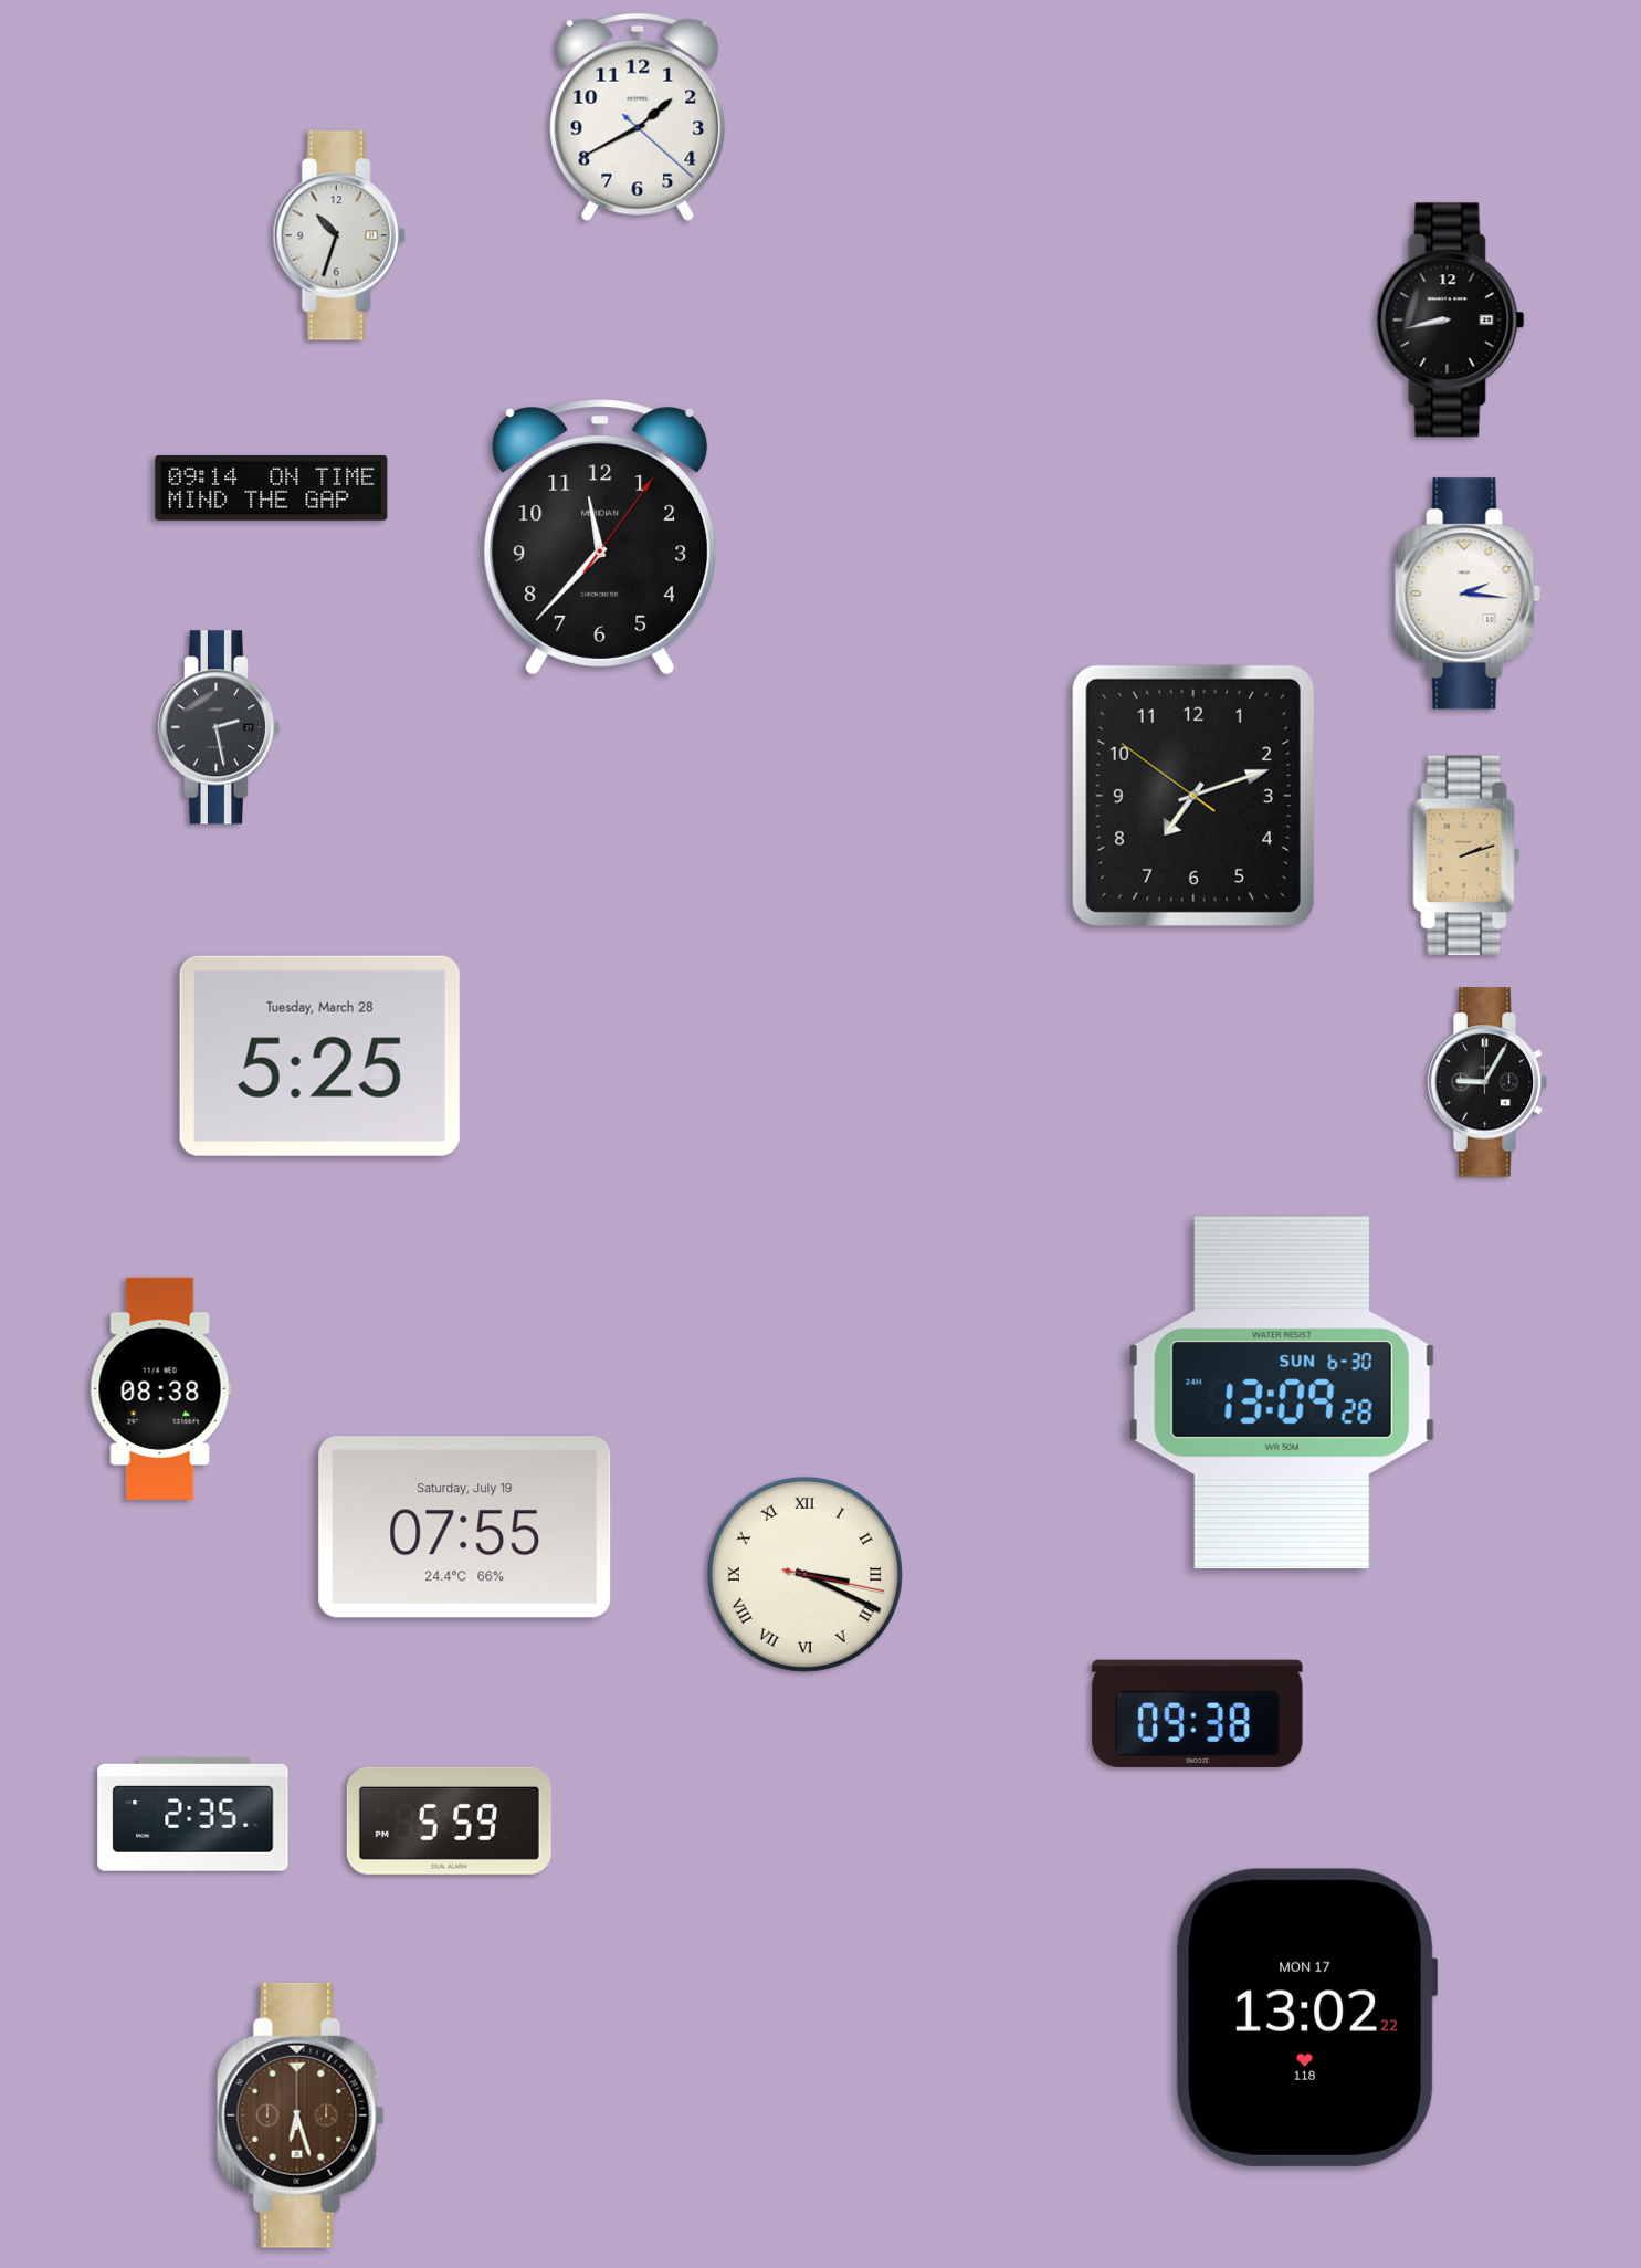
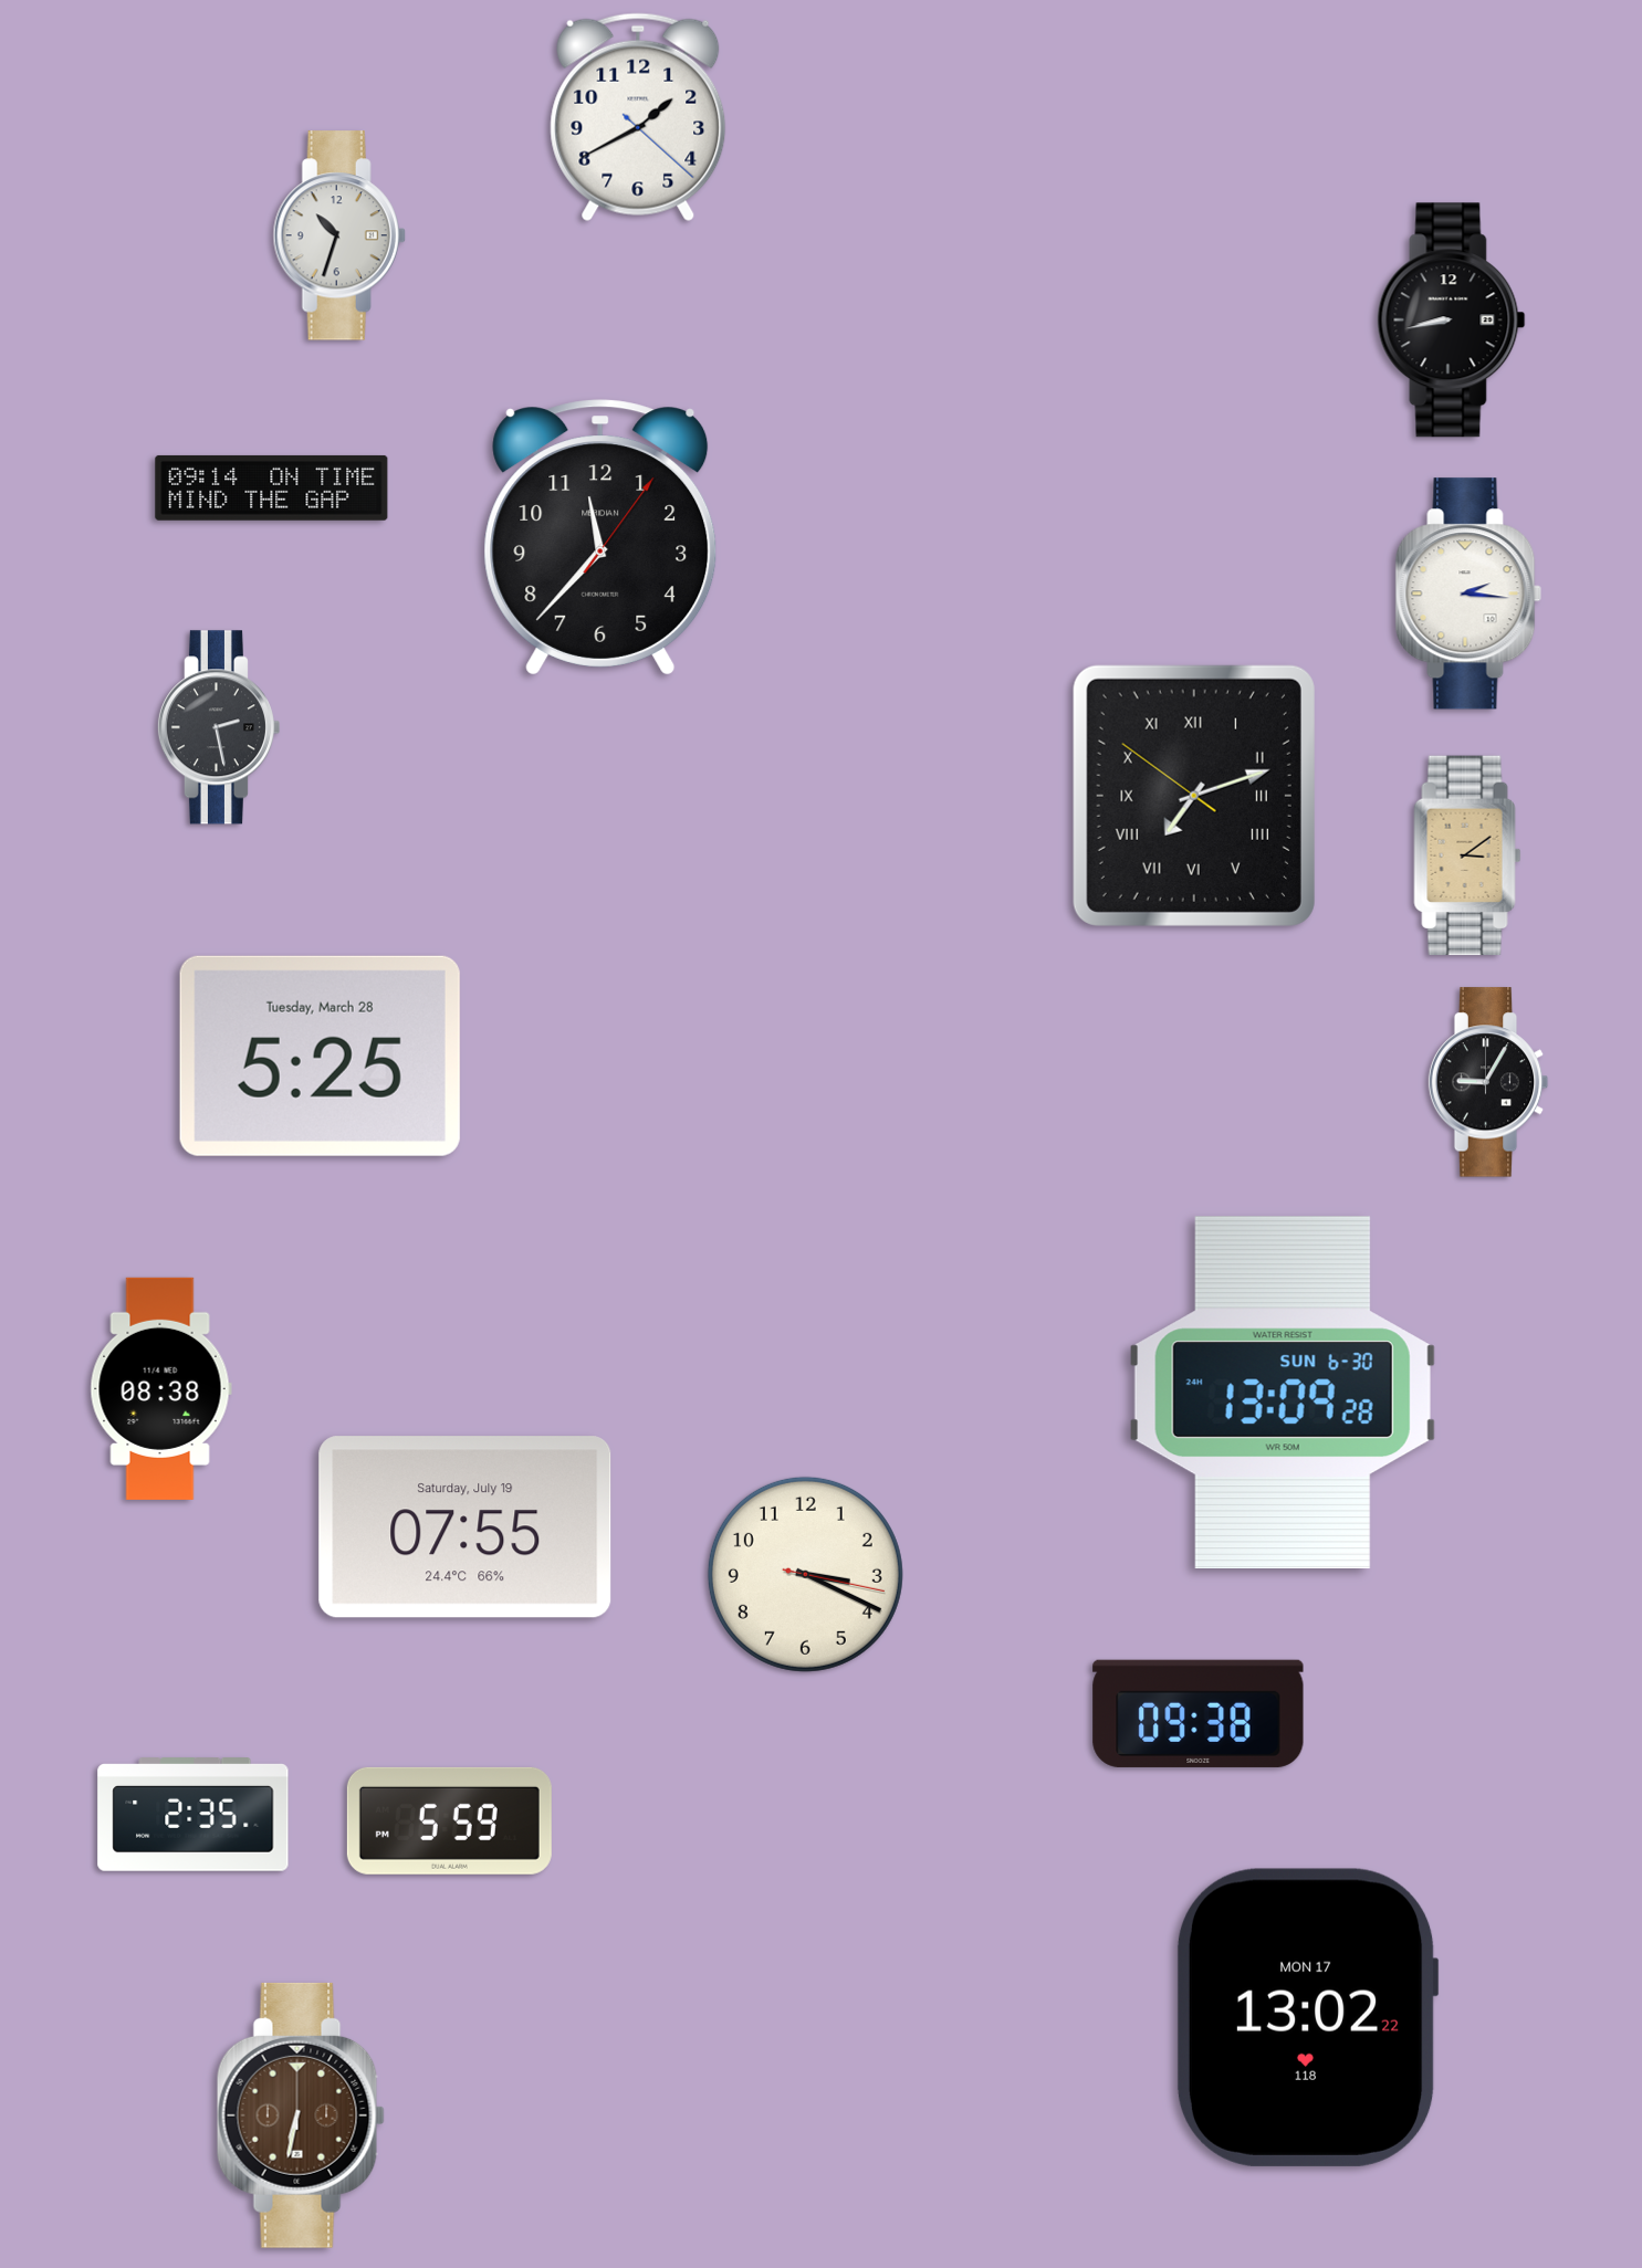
clock at (1193, 796) numerals: Arabic -> Roman
clock at (1466, 855): 2:12 -> 3:09
clock at (804, 1574) numerals: Roman -> Arabic
clock at (301, 2115): 6:27 -> 6:32
